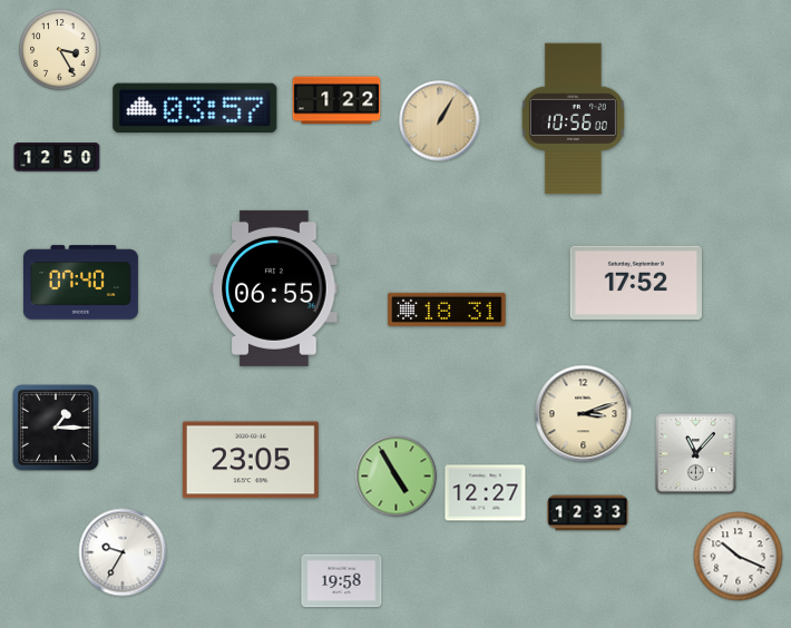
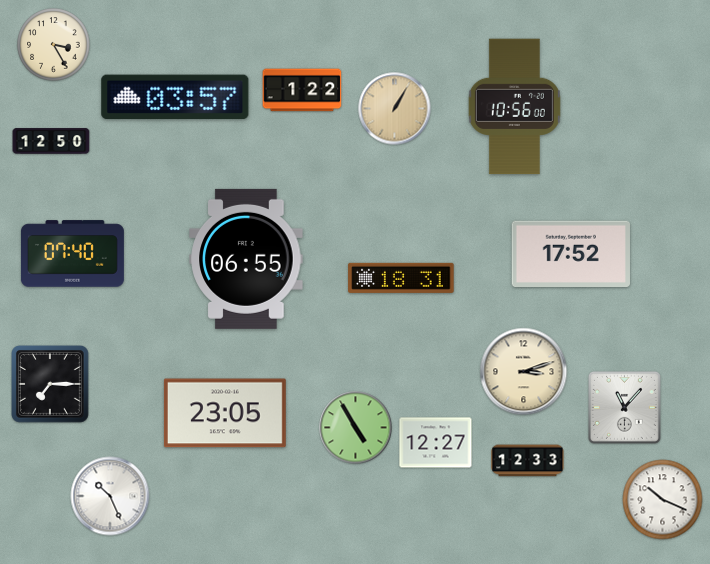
clock at (57, 429): 1:15 -> 7:15
clock at (123, 552): 9:35 -> 10:26
clock at (342, 581): 19:58 -> none
